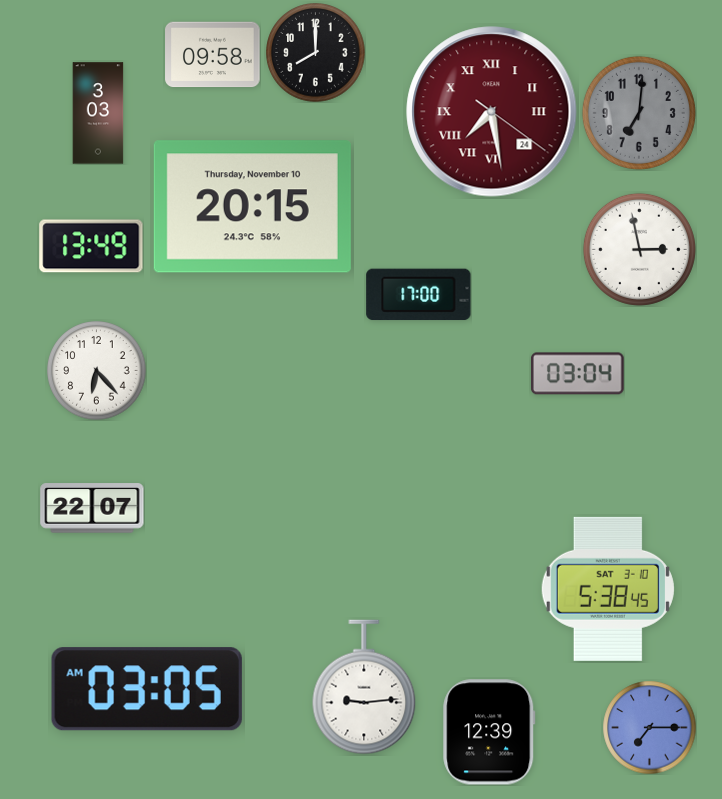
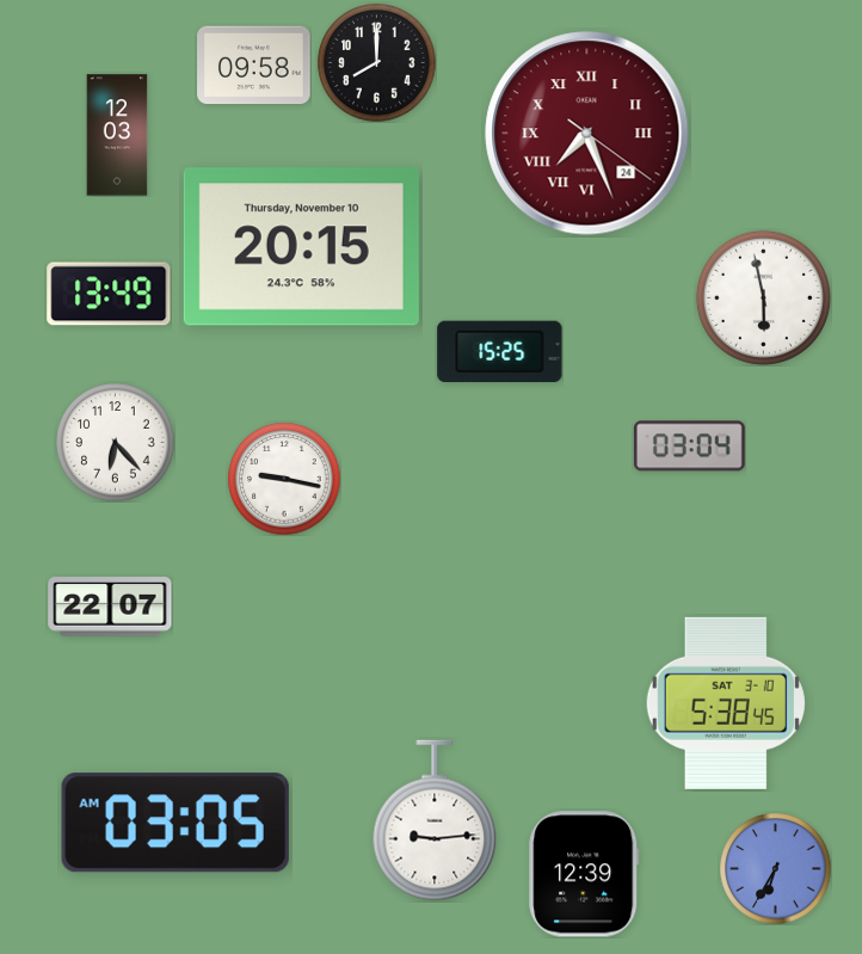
clock at (492, 112): 7:28 -> 7:26
clock at (98, 113): 3:03 -> 12:03
clock at (639, 113): 7:01 -> none
clock at (639, 249): 2:58 -> 5:58
clock at (419, 295): 17:00 -> 15:25
clock at (284, 479): none -> 9:17
clock at (649, 727): 7:15 -> 6:35
